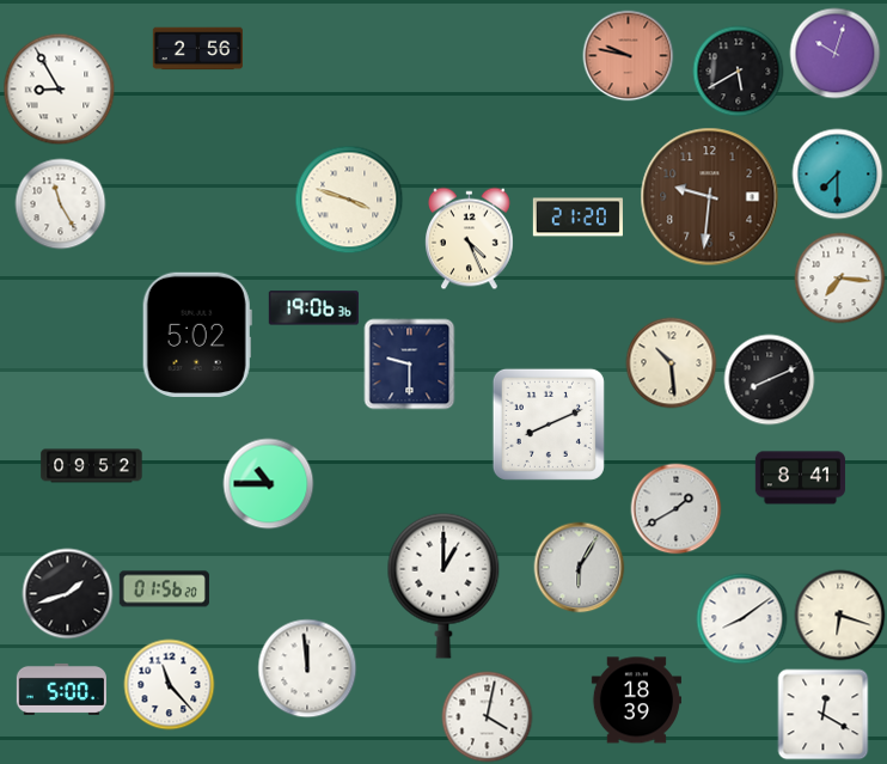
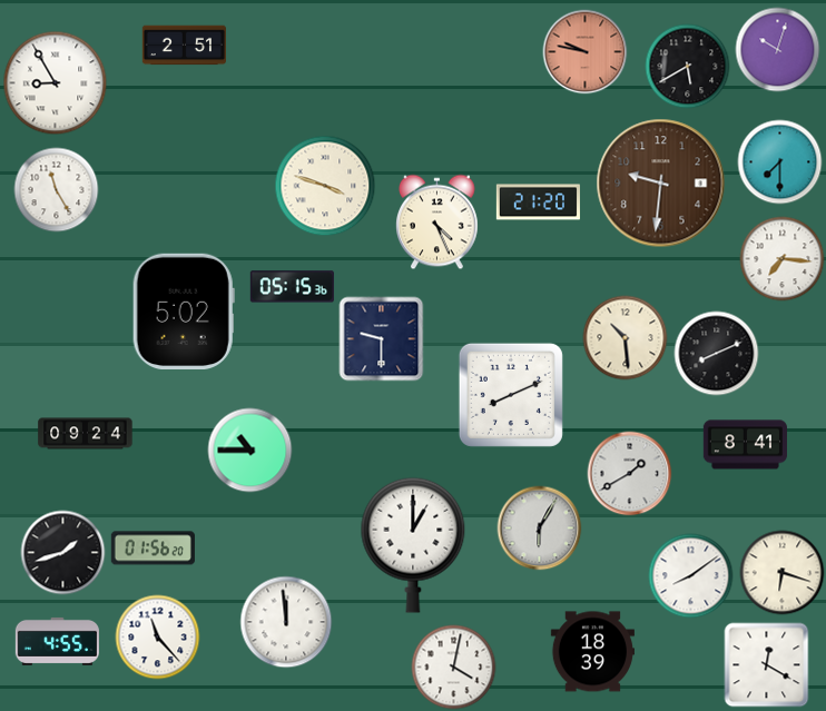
clock at (197, 49): 2:56 -> 2:51
clock at (313, 308): 19:06 -> 05:15
clock at (92, 466): 09:52 -> 09:24
clock at (61, 689): 5:00 -> 4:55
